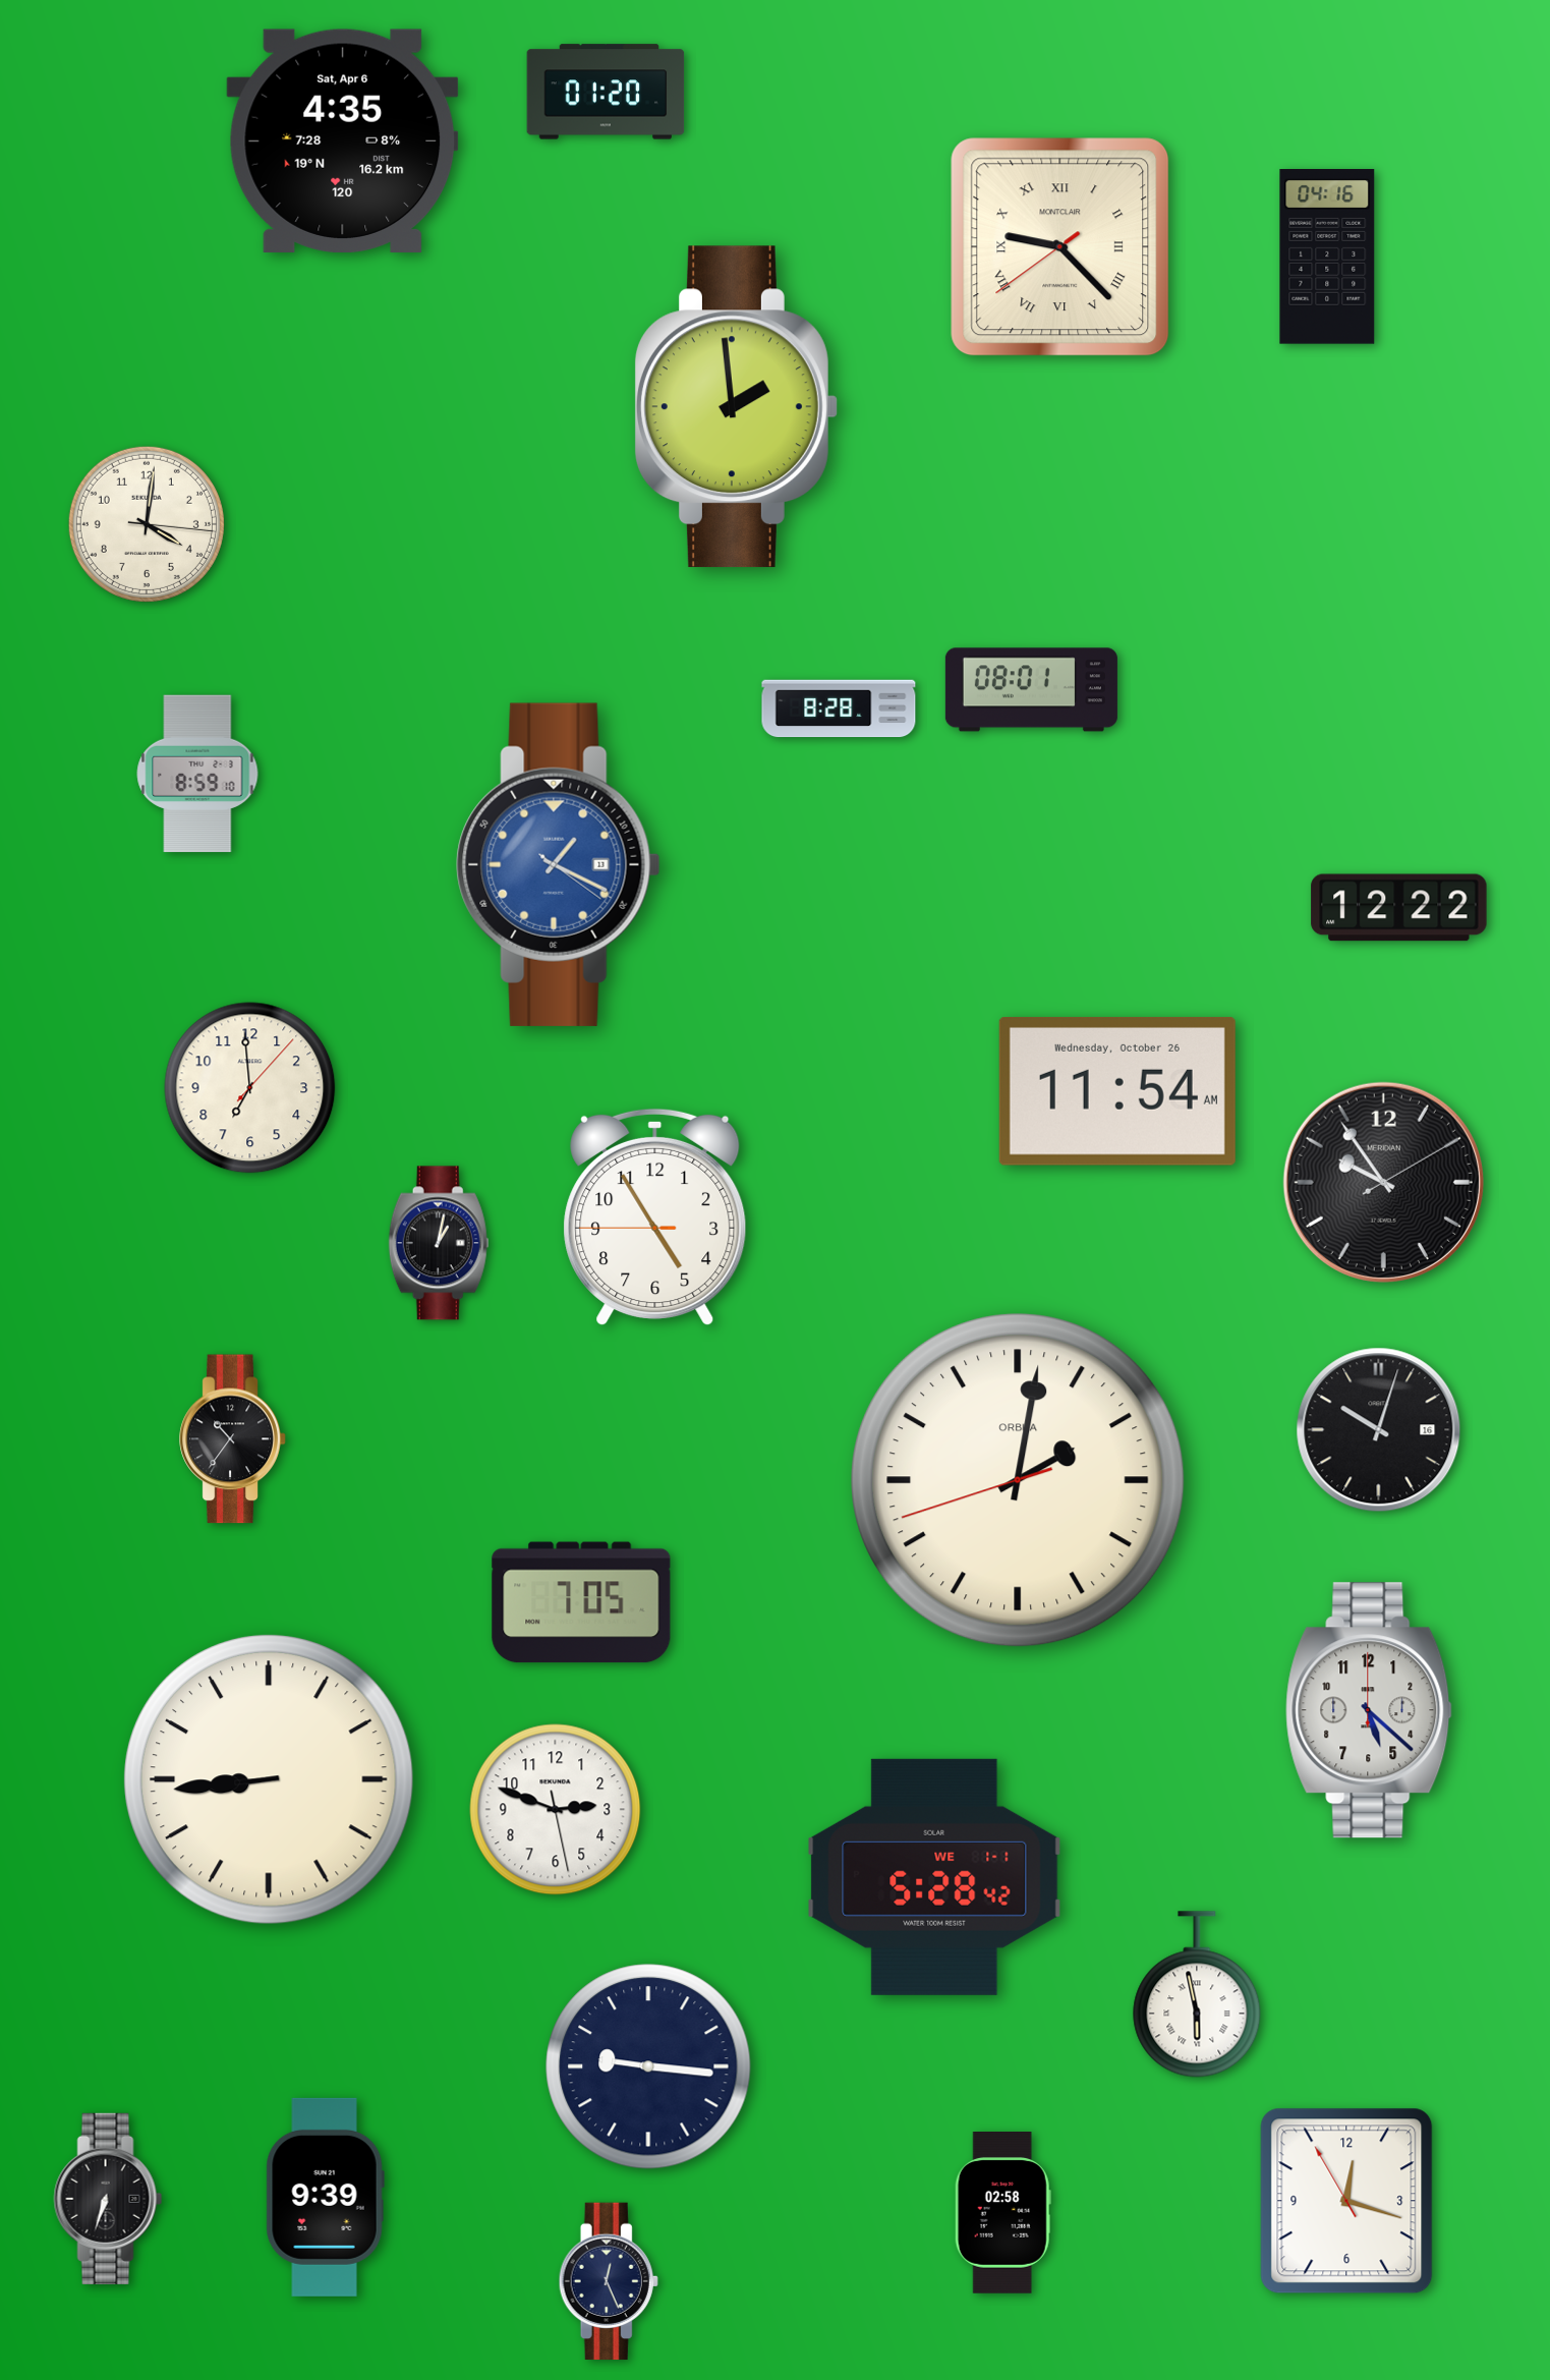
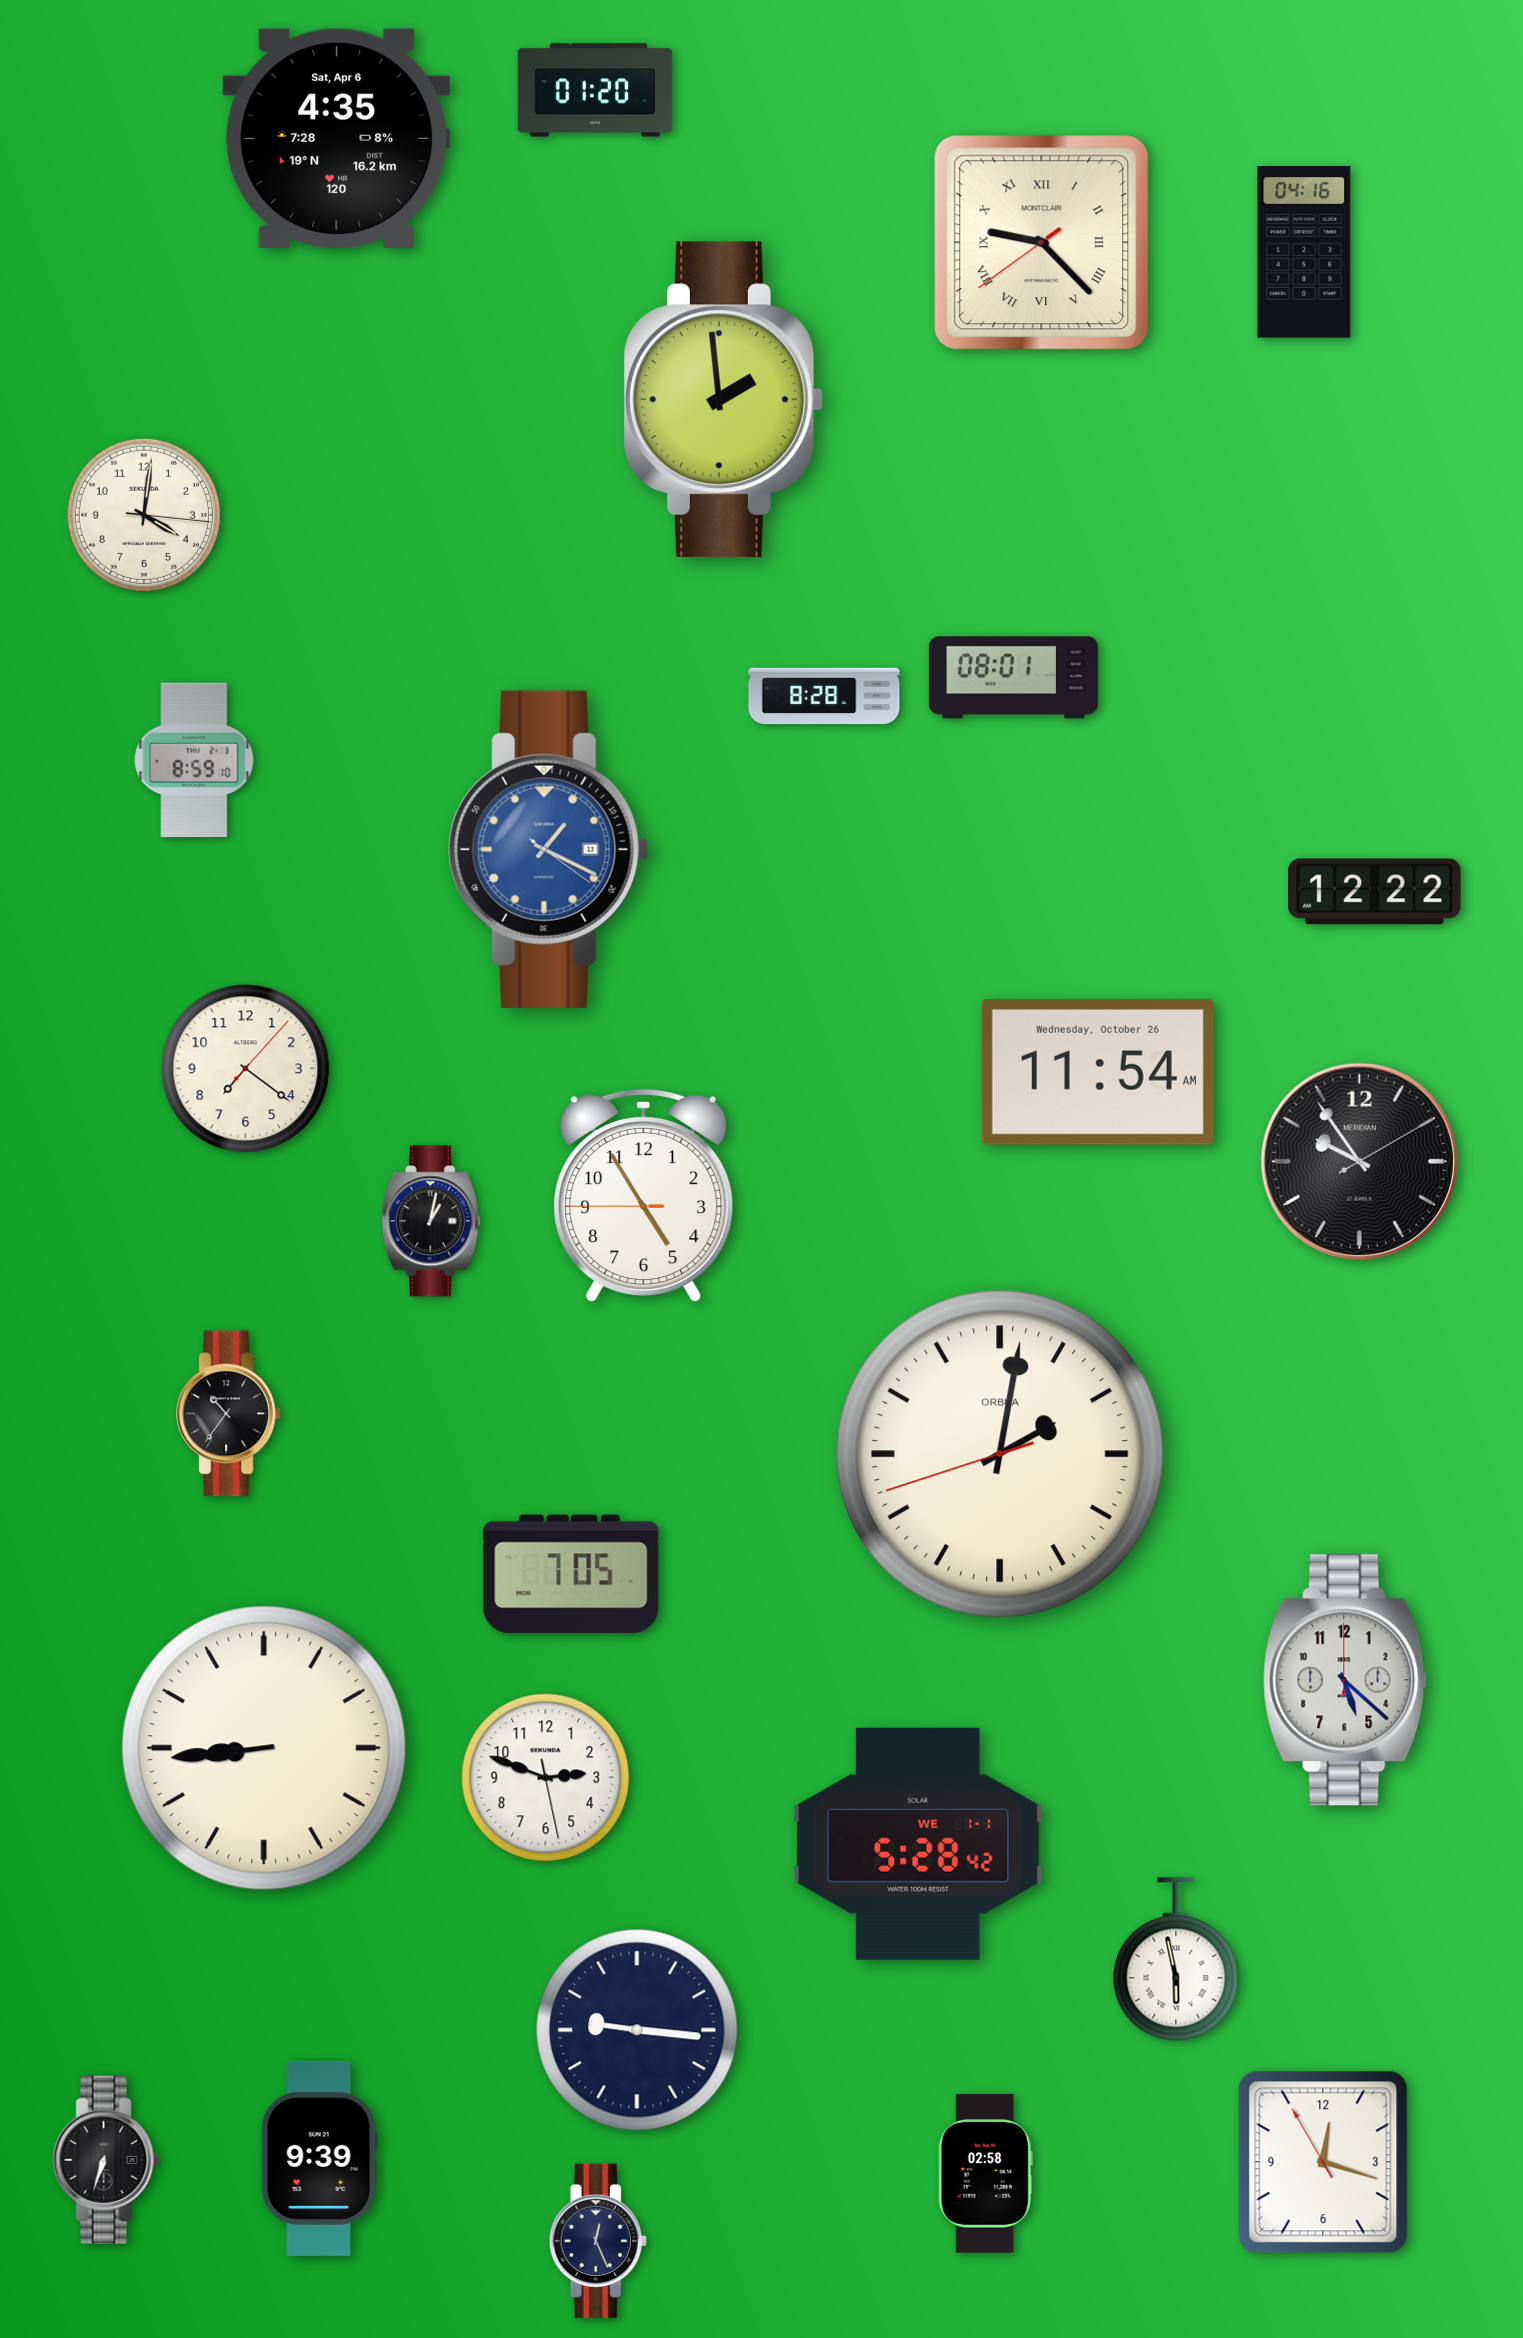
clock at (250, 1088): 6:59 -> 7:21
clock at (1379, 1430): 10:03 -> none
